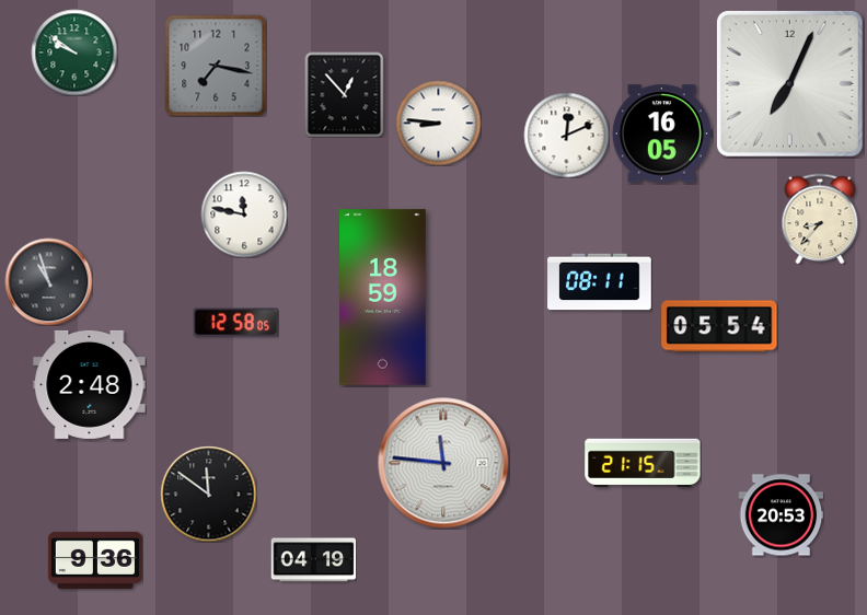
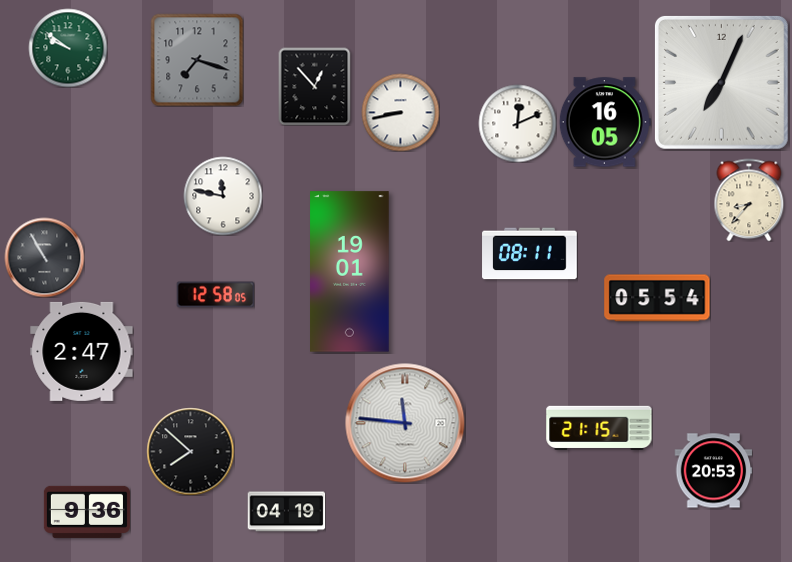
clock at (216, 66): 7:17 -> 7:18
clock at (789, 83) position: (789, 83) -> (721, 82)
clock at (438, 123): 8:46 -> 8:43
clock at (48, 281): 10:57 -> 10:55
clock at (600, 282) position: (600, 282) -> (530, 254)
clock at (383, 298): 18:59 -> 19:01
clock at (90, 384): 2:48 -> 2:47
clock at (643, 462) position: (643, 462) -> (599, 427)
clock at (208, 494): 11:51 -> 7:52
